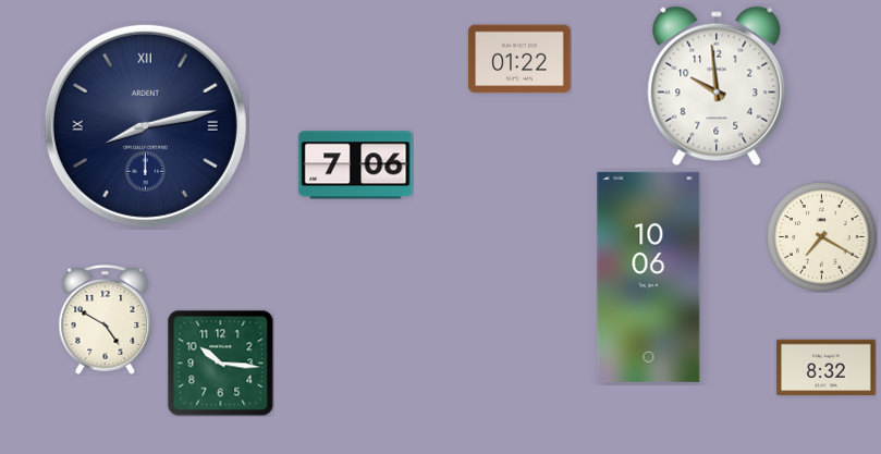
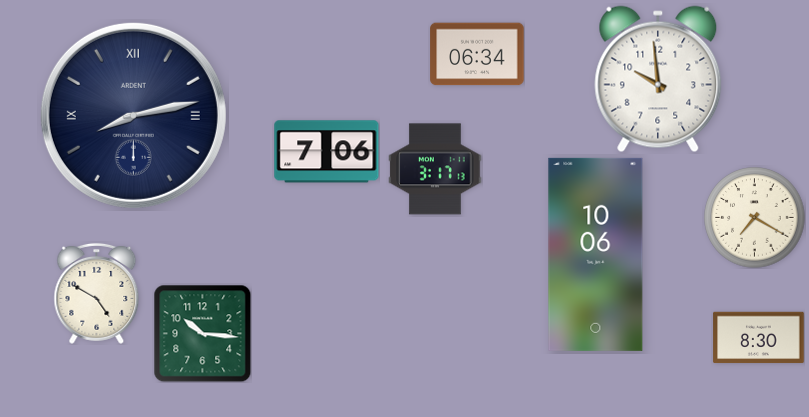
clock at (519, 59): 01:22 -> 06:34
clock at (435, 169): none -> 3:17
clock at (827, 368): 8:32 -> 8:30
